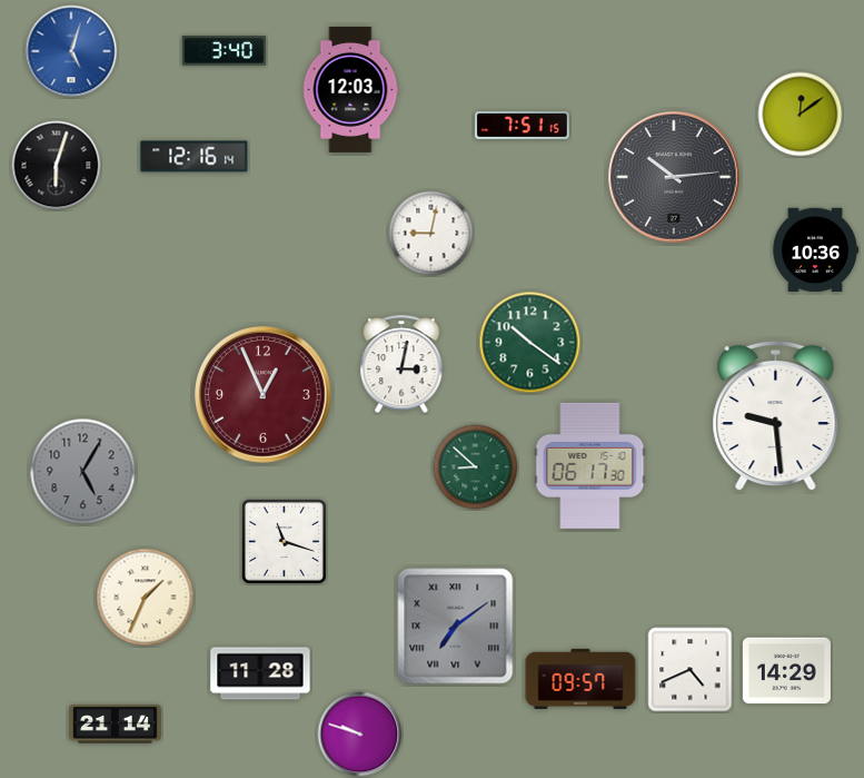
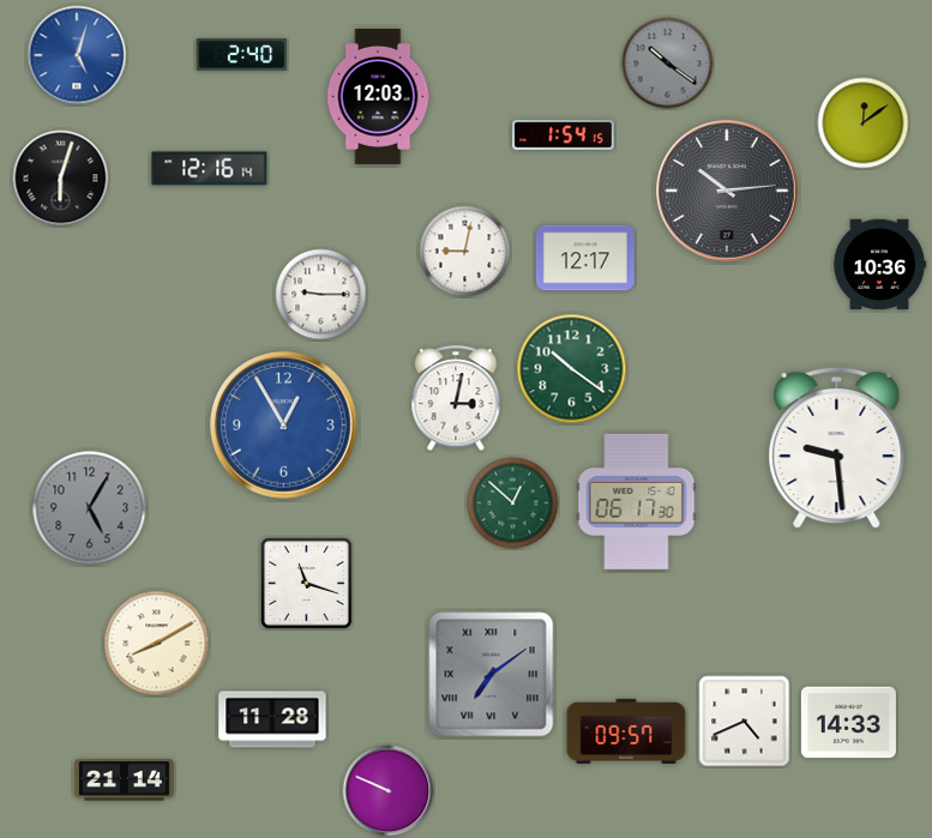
clock at (225, 51): 3:40 -> 2:40
clock at (668, 64): none -> 10:21
clock at (523, 125): 7:51 -> 1:54
clock at (585, 258): none -> 12:17
clock at (814, 250) position: (814, 250) -> (878, 265)
clock at (321, 295): none -> 9:15
clock at (401, 365) position: (401, 365) -> (456, 399)
clock at (264, 395): 12:56 -> 12:55
clock at (264, 395) dial: burgundy -> blue
clock at (476, 467): 8:52 -> 12:52
clock at (146, 598): 1:34 -> 8:10
clock at (786, 671): 14:29 -> 14:33
clock at (260, 673) position: (260, 673) -> (272, 719)
clock at (360, 735): 9:48 -> 9:49
